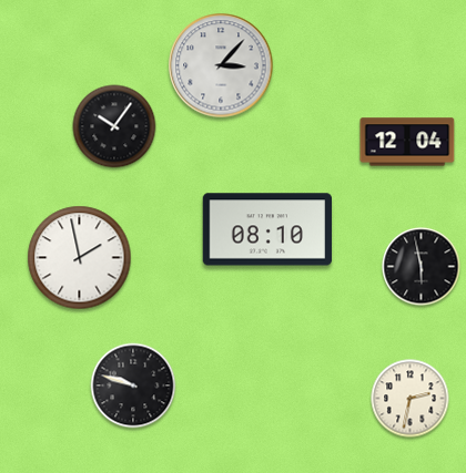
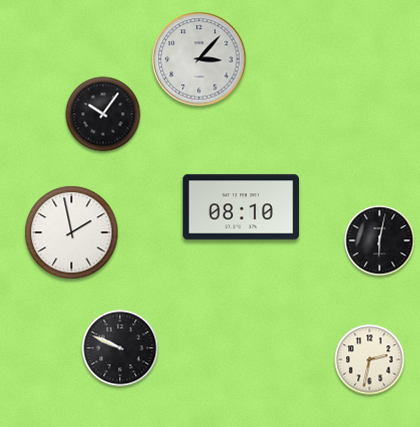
clock at (407, 142): 12:04 -> none
clock at (422, 267): 5:58 -> 6:02
clock at (133, 385): 9:48 -> 9:49
